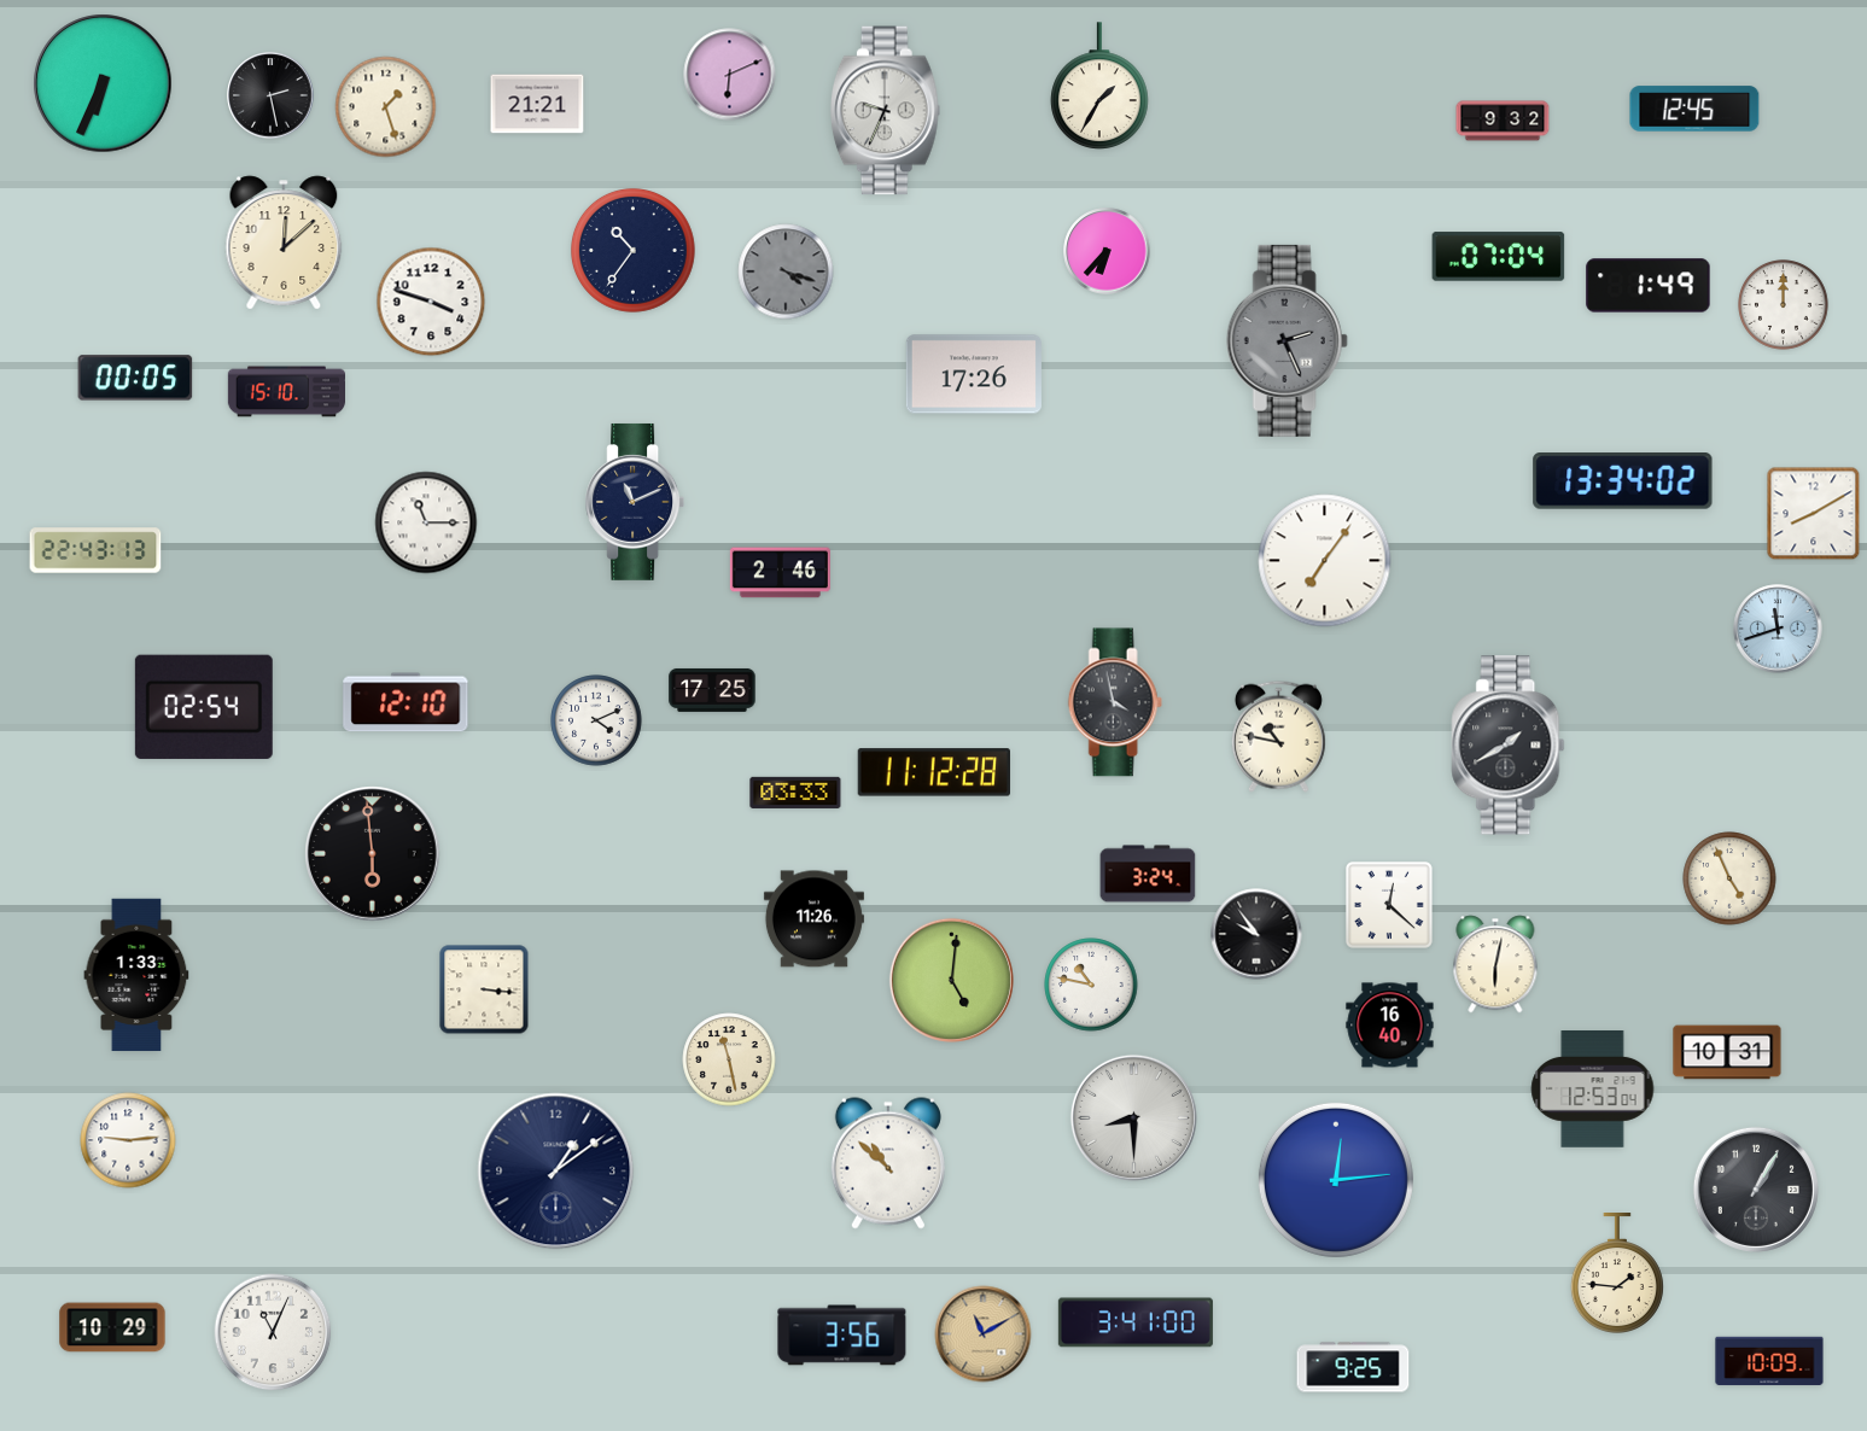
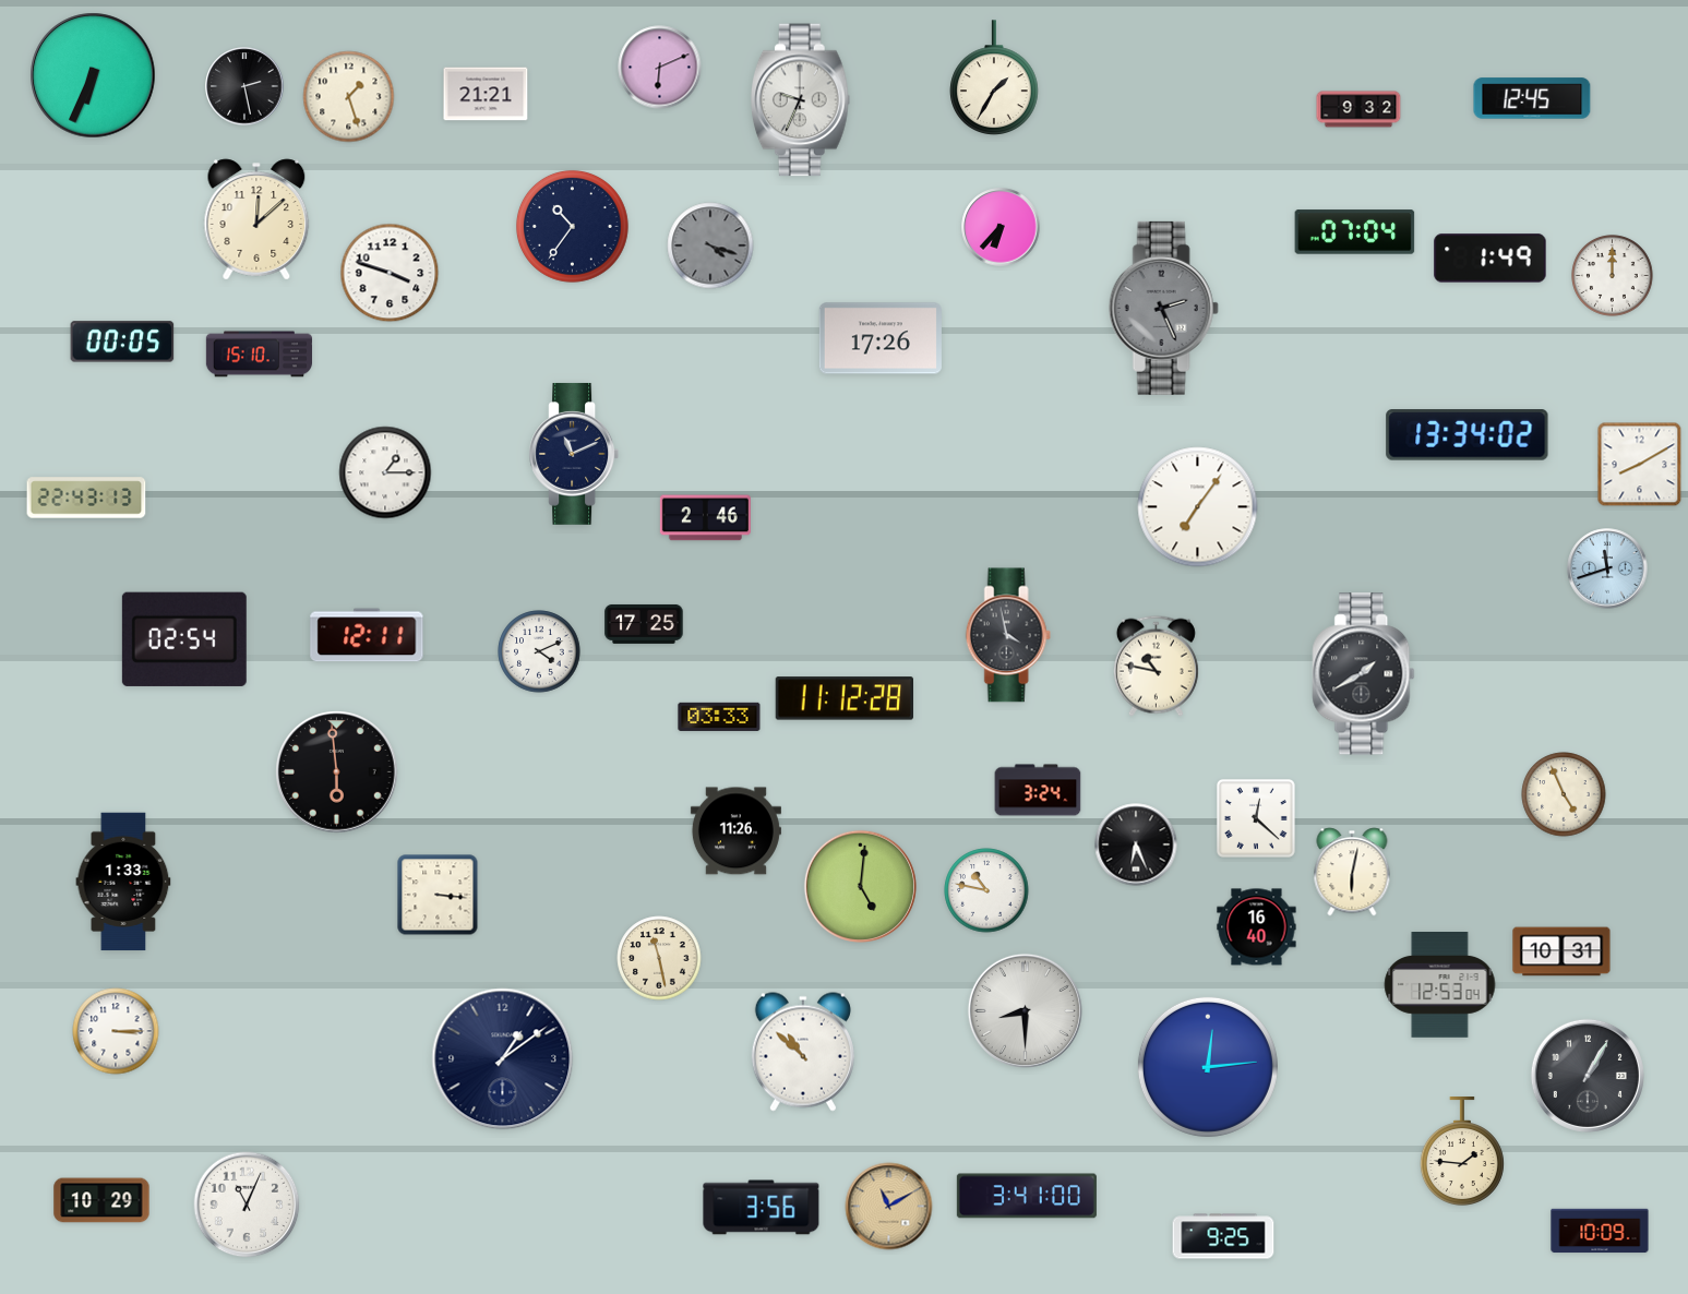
clock at (426, 522): 11:15 -> 1:15
clock at (406, 702): 12:10 -> 12:11
clock at (1256, 934): 9:54 -> 6:26
clock at (128, 1140): 9:14 -> 3:15
